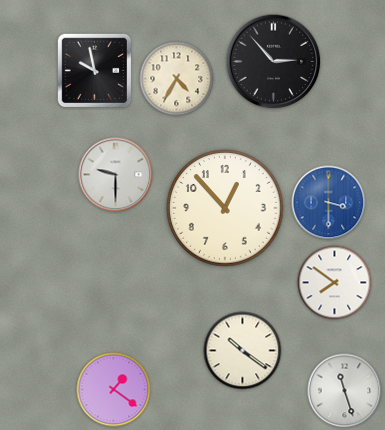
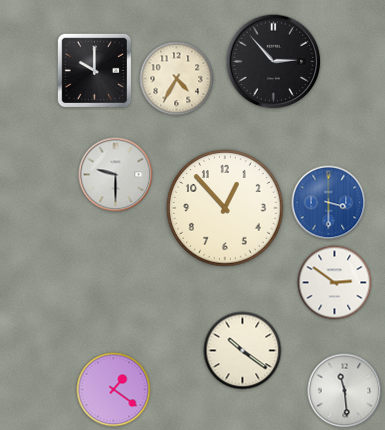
clock at (95, 71): 9:58 -> 10:00
clock at (335, 283): 7:51 -> 2:51
clock at (345, 391): 11:27 -> 11:29
